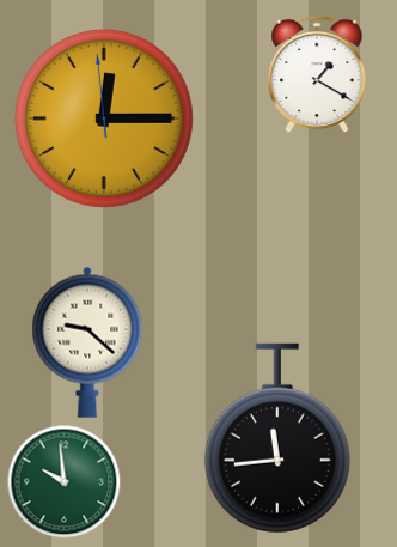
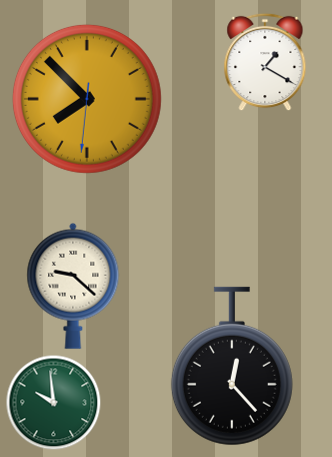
clock at (104, 118): 12:14 -> 7:52
clock at (277, 438): 11:44 -> 12:23
